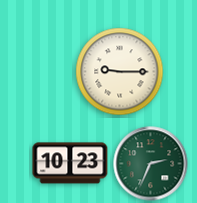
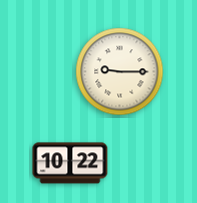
clock at (70, 163): 10:23 -> 10:22
clock at (151, 164): 2:34 -> none
